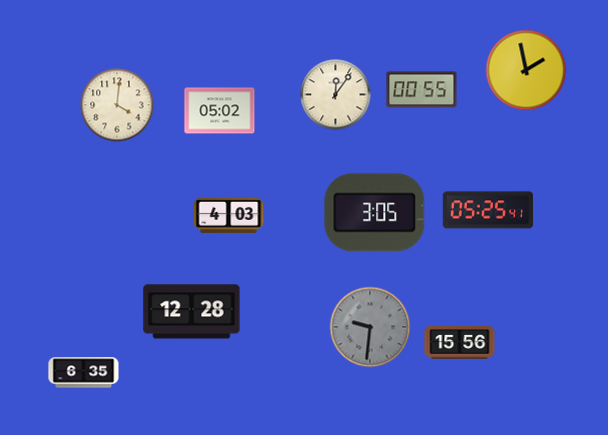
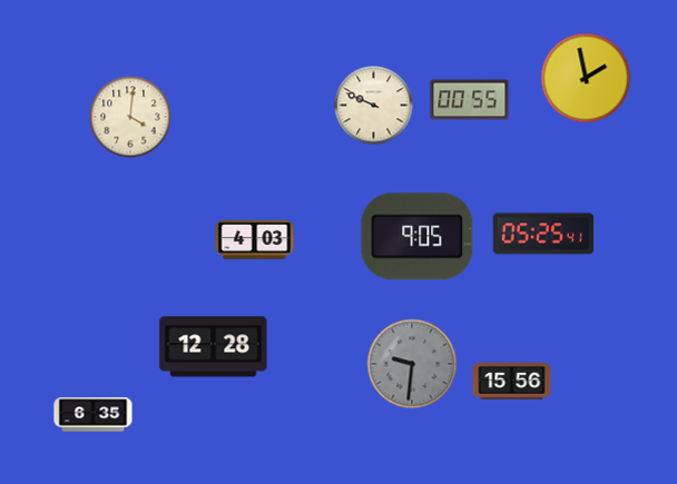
clock at (336, 95): 12:06 -> 9:49
clock at (220, 111): 05:02 -> none
clock at (375, 213): 3:05 -> 9:05
